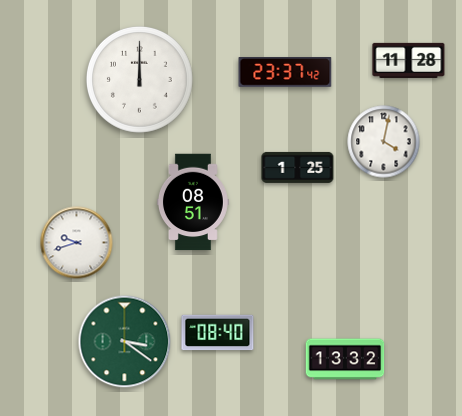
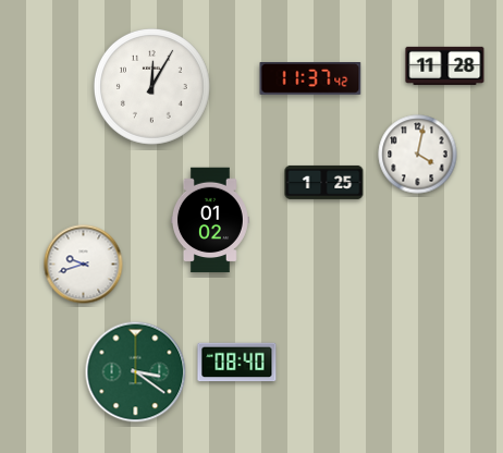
clock at (285, 73): 23:37 -> 11:37
clock at (139, 79): 12:00 -> 12:05
clock at (193, 202): 08:51 -> 01:02
clock at (345, 359): 13:32 -> none
